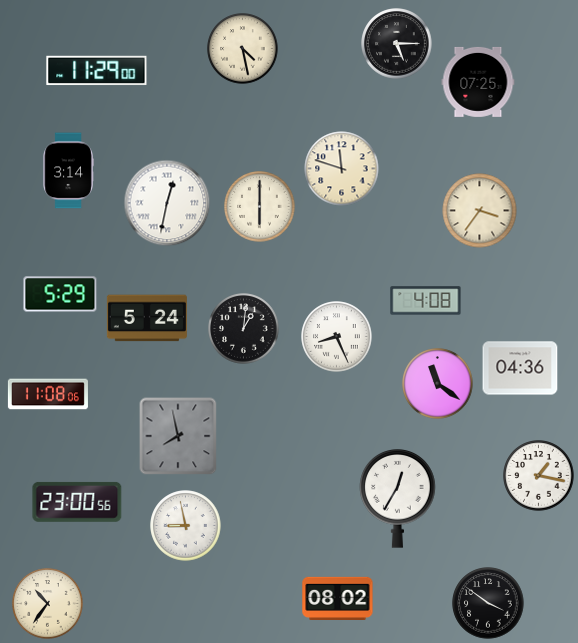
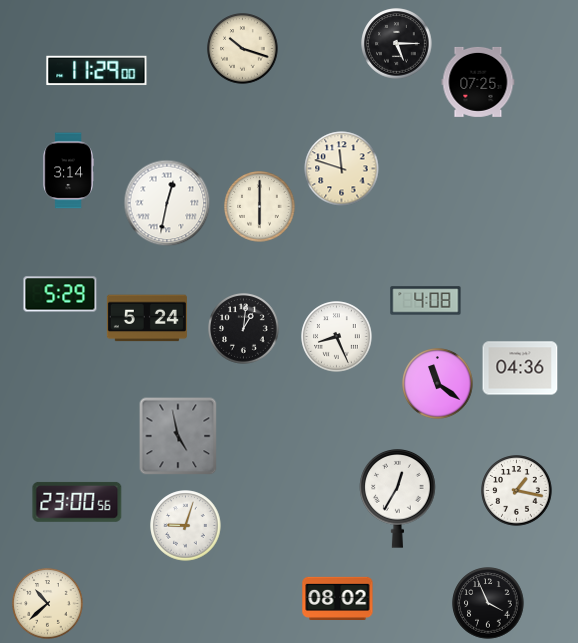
clock at (243, 49): 4:28 -> 10:18
clock at (480, 211): 3:36 -> none
clock at (48, 394): 11:08 -> none
clock at (178, 436): 7:58 -> 4:58
clock at (539, 476) position: (539, 476) -> (517, 491)
clock at (186, 526): 8:58 -> 9:03
clock at (488, 603): 3:51 -> 3:56
clock at (48, 604): 10:36 -> 10:38
